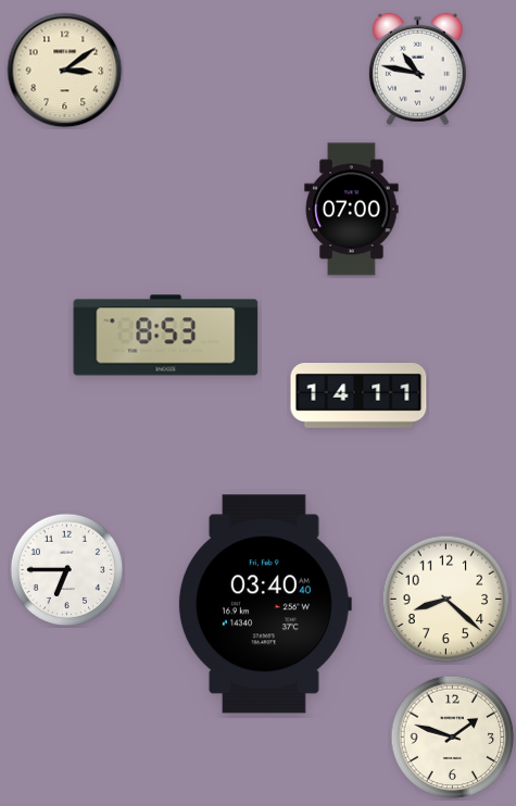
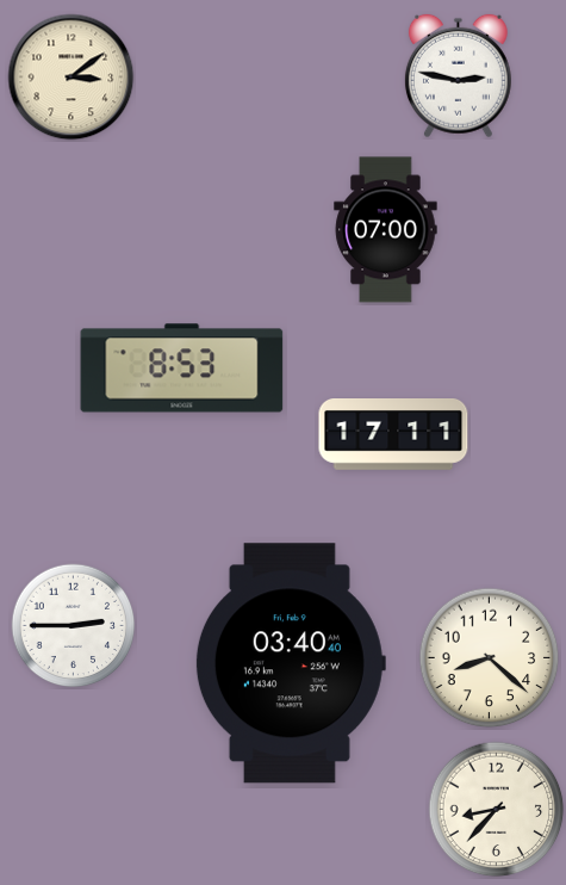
clock at (417, 70): 10:47 -> 2:47
clock at (358, 396): 14:11 -> 17:11
clock at (67, 570): 6:45 -> 2:45
clock at (453, 738): 1:48 -> 8:37
